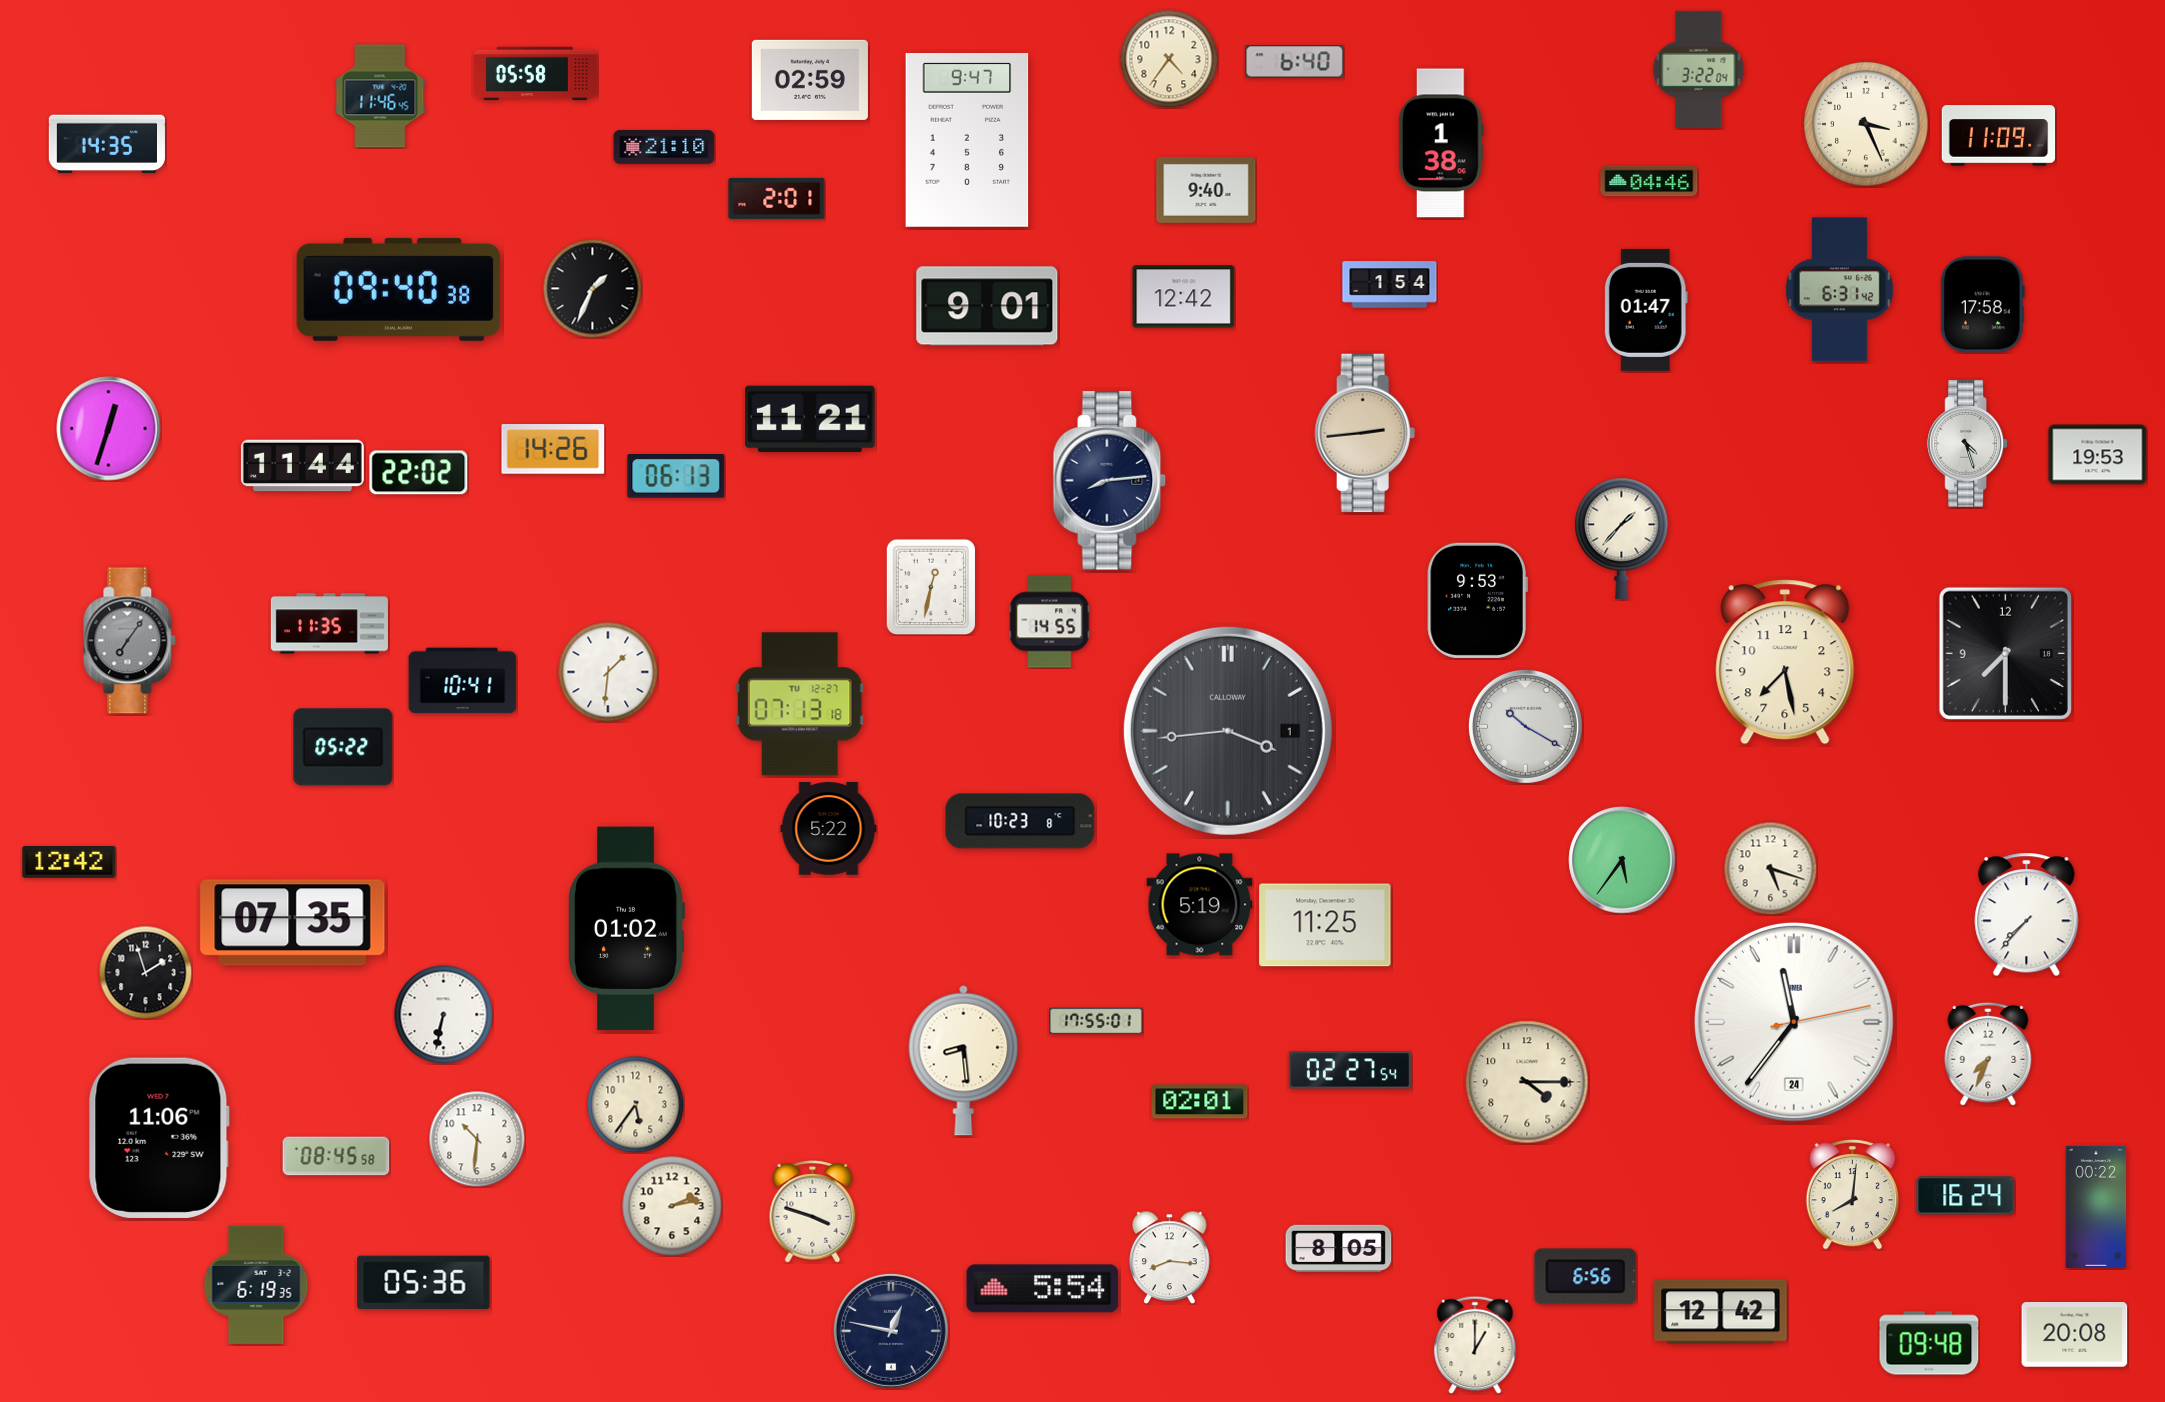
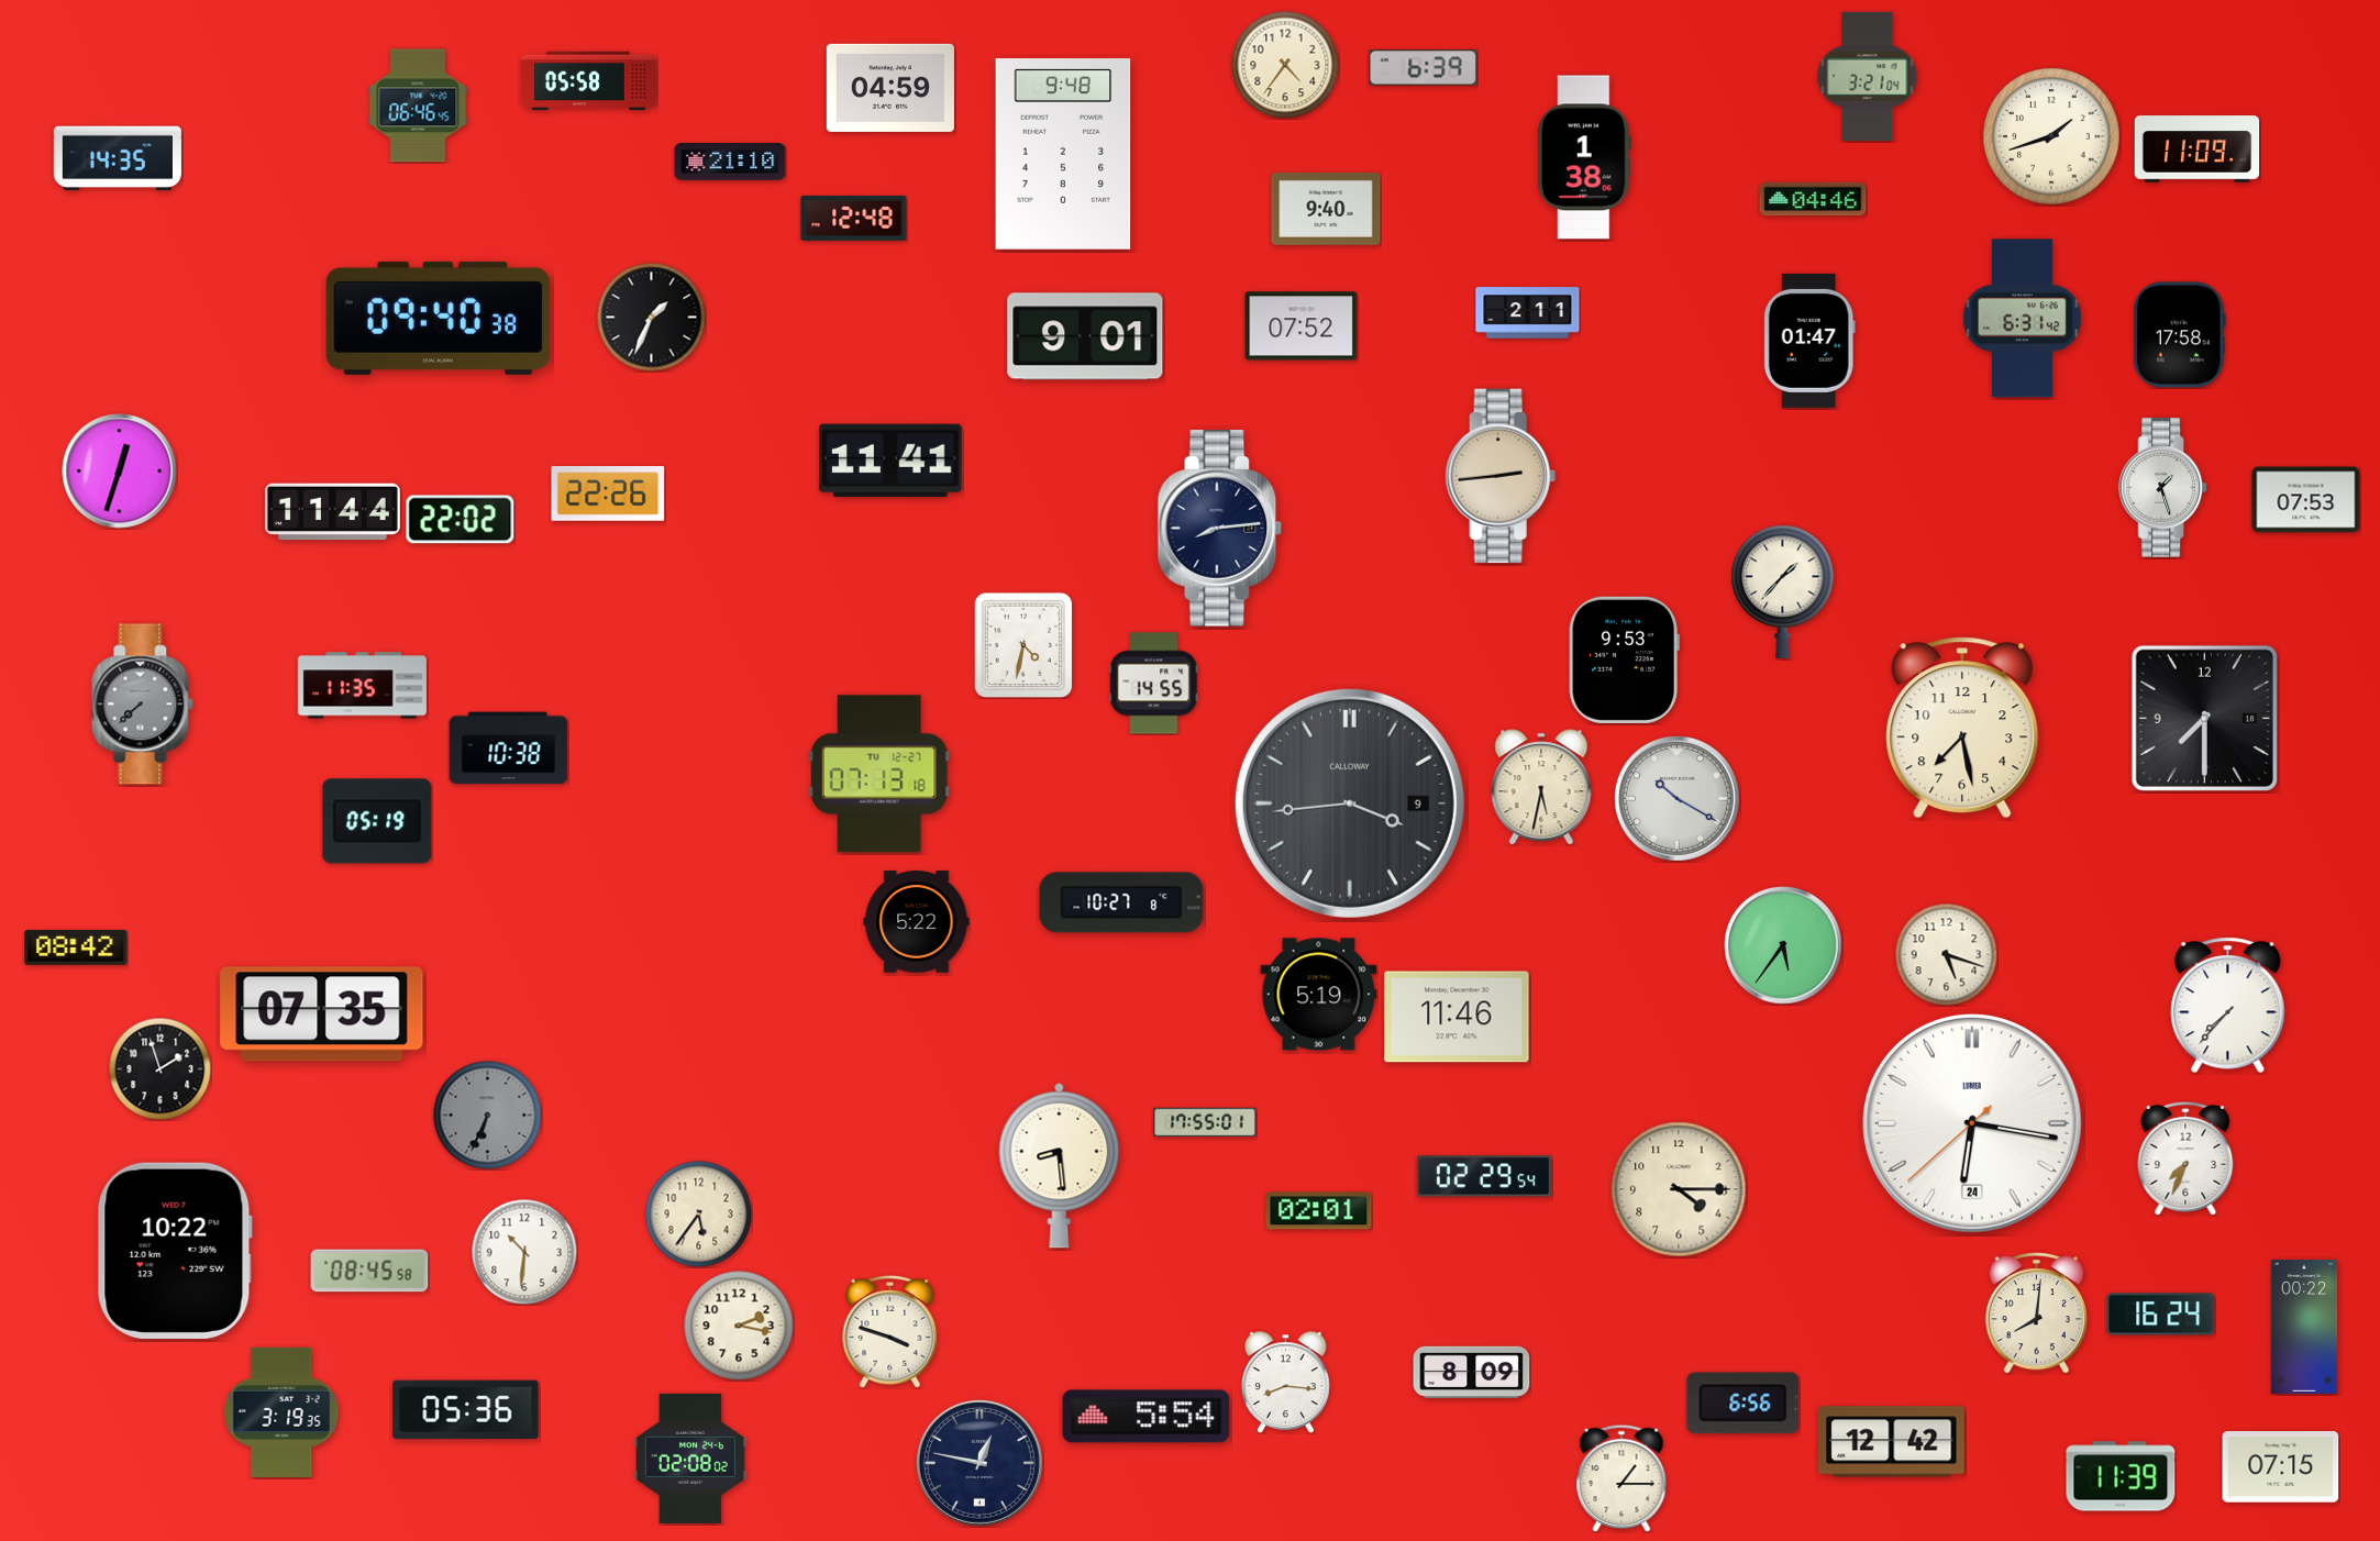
clock at (1295, 62): 6:40 -> 6:39
clock at (1699, 69): 3:22 -> 3:21
clock at (810, 80): 02:59 -> 04:59
clock at (380, 96): 11:46 -> 06:46
clock at (1866, 124): 3:26 -> 1:42
clock at (967, 141): 9:47 -> 9:48
clock at (777, 198): 2:01 -> 12:48
clock at (1390, 285): 1:54 -> 2:11
clock at (1184, 297): 12:42 -> 07:52
clock at (810, 419): 11:21 -> 11:41
clock at (1968, 444): 4:27 -> 1:27
clock at (553, 450): 14:26 -> 22:26
clock at (2098, 455): 19:53 -> 07:53
clock at (676, 476): 06:13 -> none
clock at (931, 587): 12:32 -> 4:32
clock at (130, 641): 7:06 -> 7:38
clock at (608, 672): 1:31 -> none
clock at (463, 681): 10:41 -> 10:38
clock at (1541, 787): none -> 5:32
clock at (1228, 731) date: 1 -> 9
clock at (343, 747): 05:22 -> 05:19
clock at (1020, 821): 10:23 -> 10:27
clock at (829, 829) position: (829, 829) -> (917, 922)
clock at (69, 862): 12:42 -> 08:42
clock at (1325, 925): 11:25 -> 11:46
clock at (627, 929): 01:02 -> none
clock at (444, 1015): 6:32 -> 6:34
clock at (444, 1015) dial: white -> grey
clock at (1795, 1023): 11:36 -> 6:16
clock at (1350, 1070): 02:27 -> 02:29
clock at (159, 1138): 11:06 -> 10:22
clock at (672, 1206): 2:13 -> 2:17
clock at (813, 1212) position: (813, 1212) -> (890, 1332)
clock at (1339, 1248): 8:05 -> 8:09
clock at (256, 1285): 6:19 -> 3:19
clock at (690, 1459): none -> 02:08
clock at (2075, 1335): 20:08 -> 07:15
clock at (1929, 1343): 09:48 -> 11:39
clock at (1475, 1345): 1:00 -> 1:15
